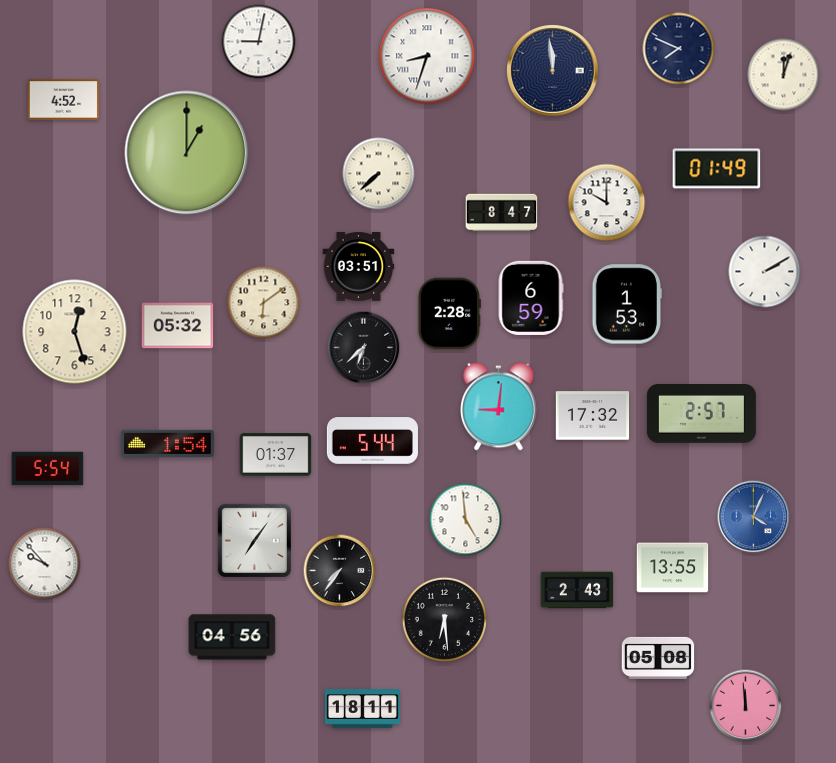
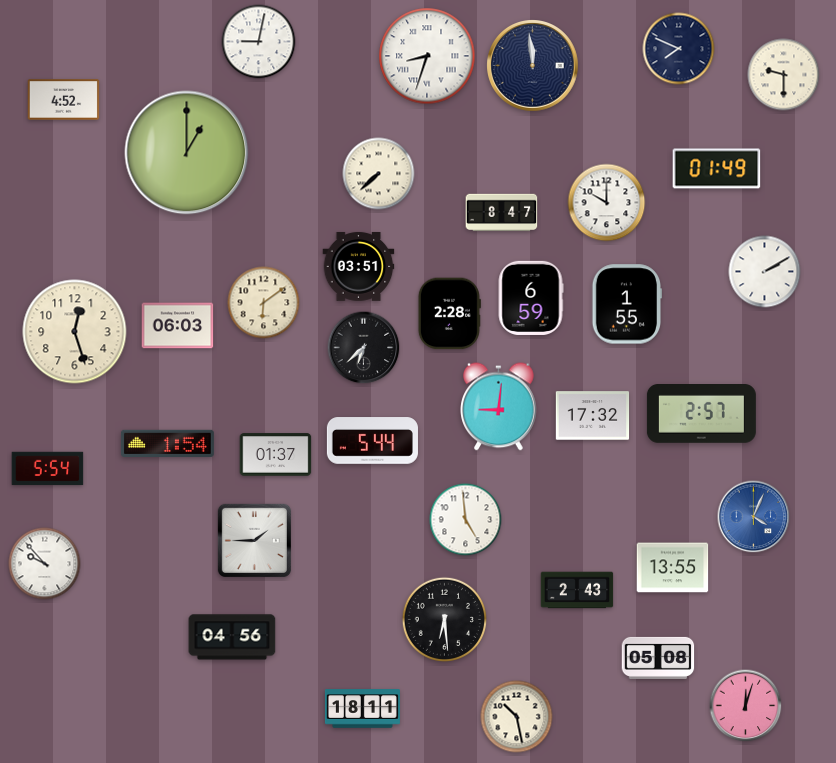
clock at (553, 71) position: (553, 71) -> (533, 66)
clock at (784, 75): 12:03 -> 9:30
clock at (626, 304): 1:53 -> 1:55
clock at (178, 326): 05:32 -> 06:03
clock at (254, 540): 7:06 -> 1:45
clock at (340, 571): 7:36 -> none
clock at (746, 706): 11:59 -> 12:03
clock at (517, 717): none -> 10:28
